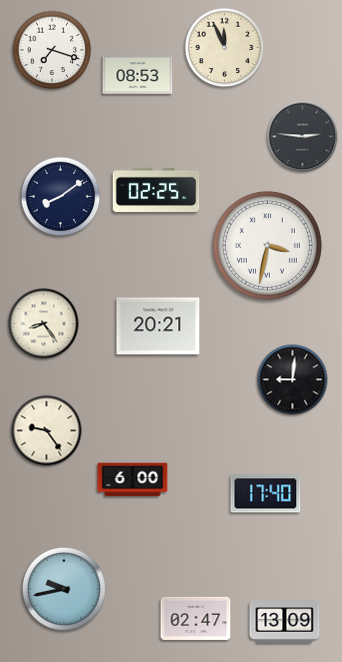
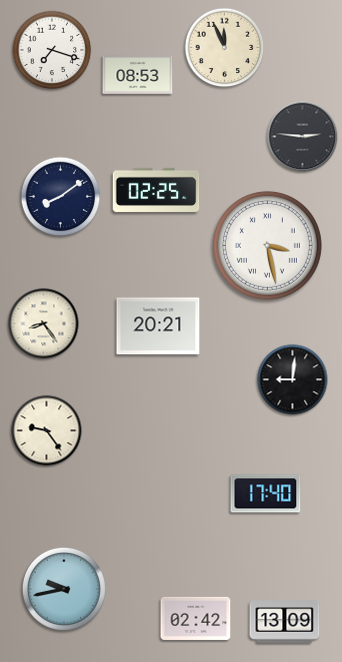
clock at (267, 245): 3:32 -> 3:28
clock at (133, 480): 6:00 -> none
clock at (196, 618): 02:47 -> 02:42
